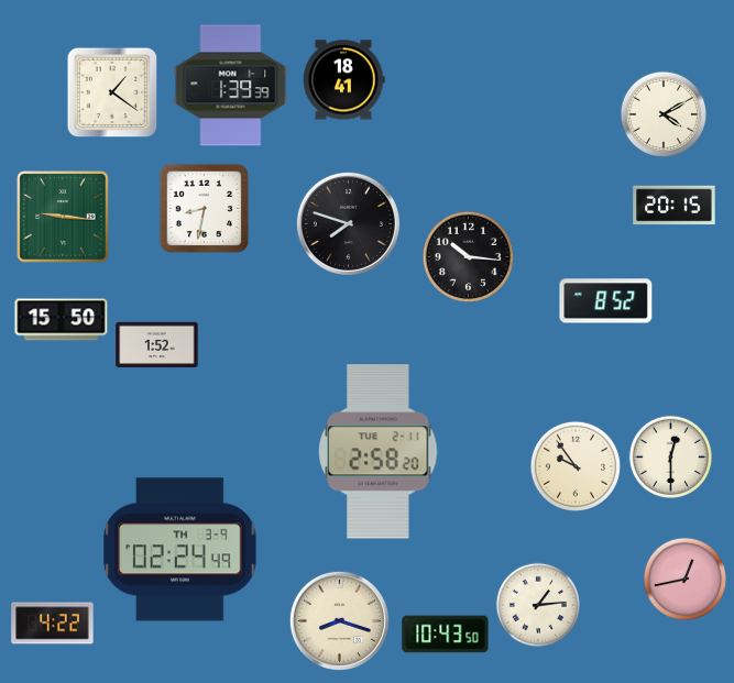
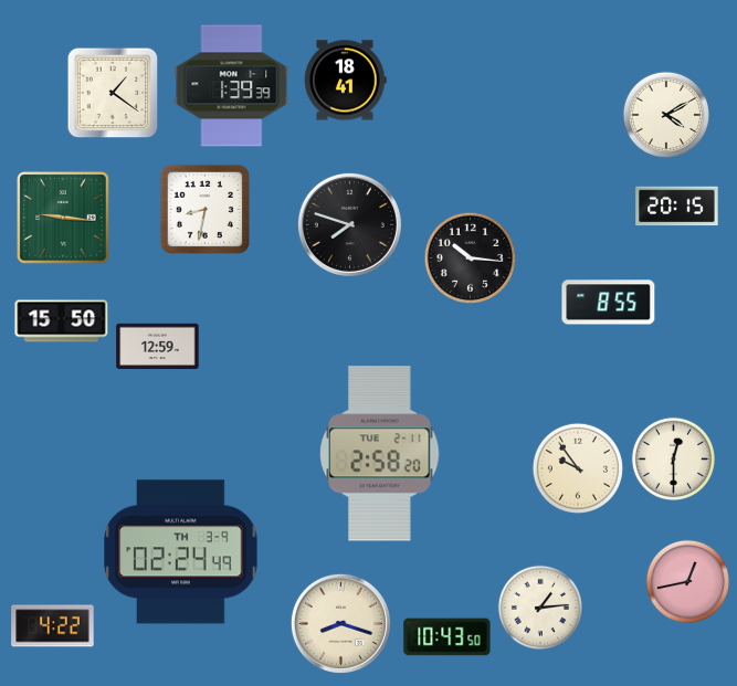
clock at (606, 301): 8:52 -> 8:55
clock at (157, 345): 1:52 -> 12:59
